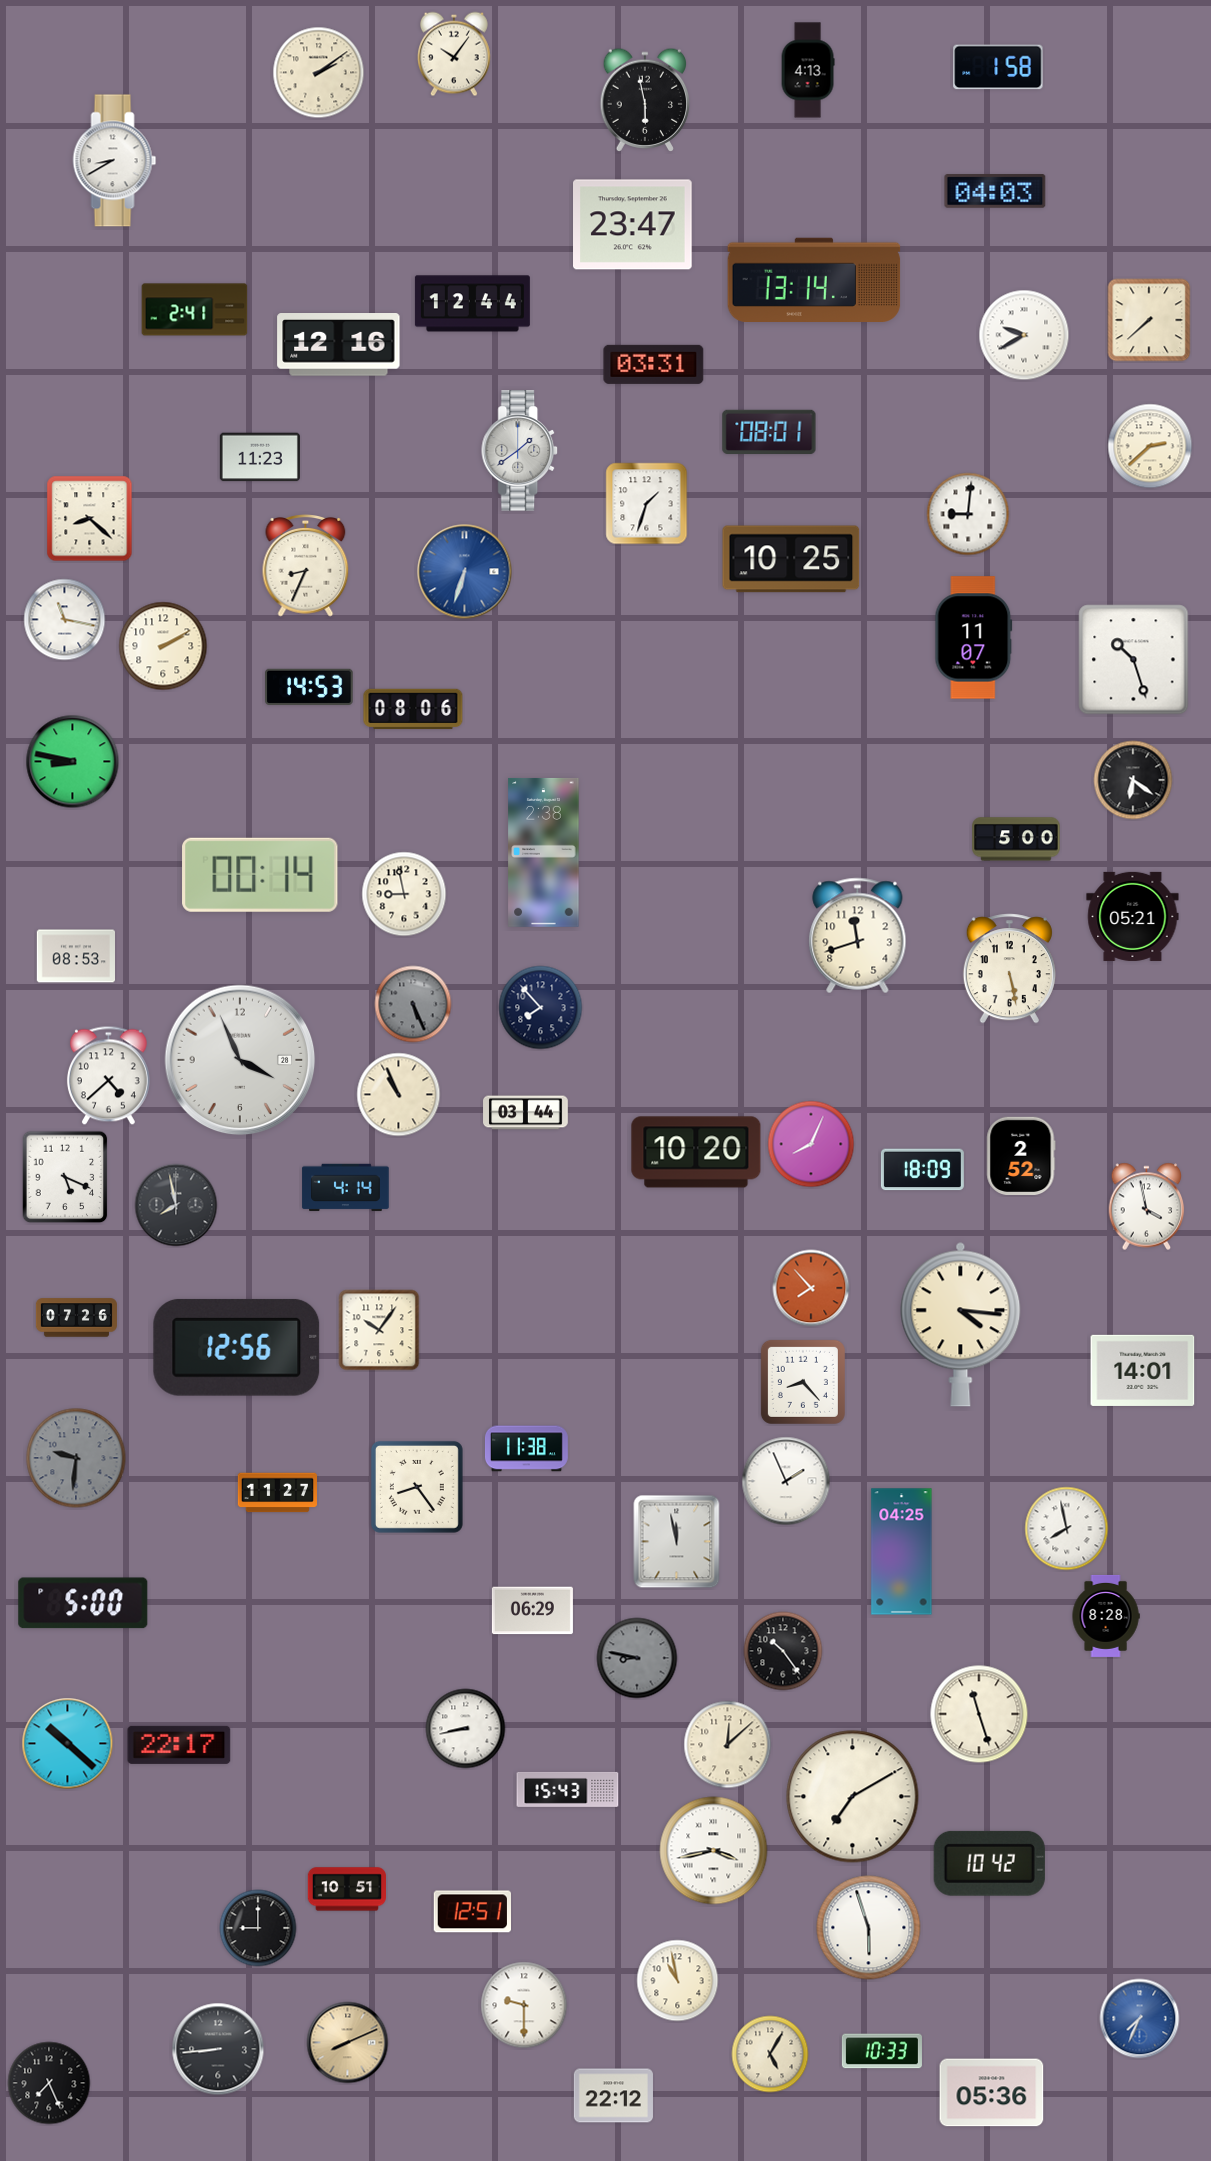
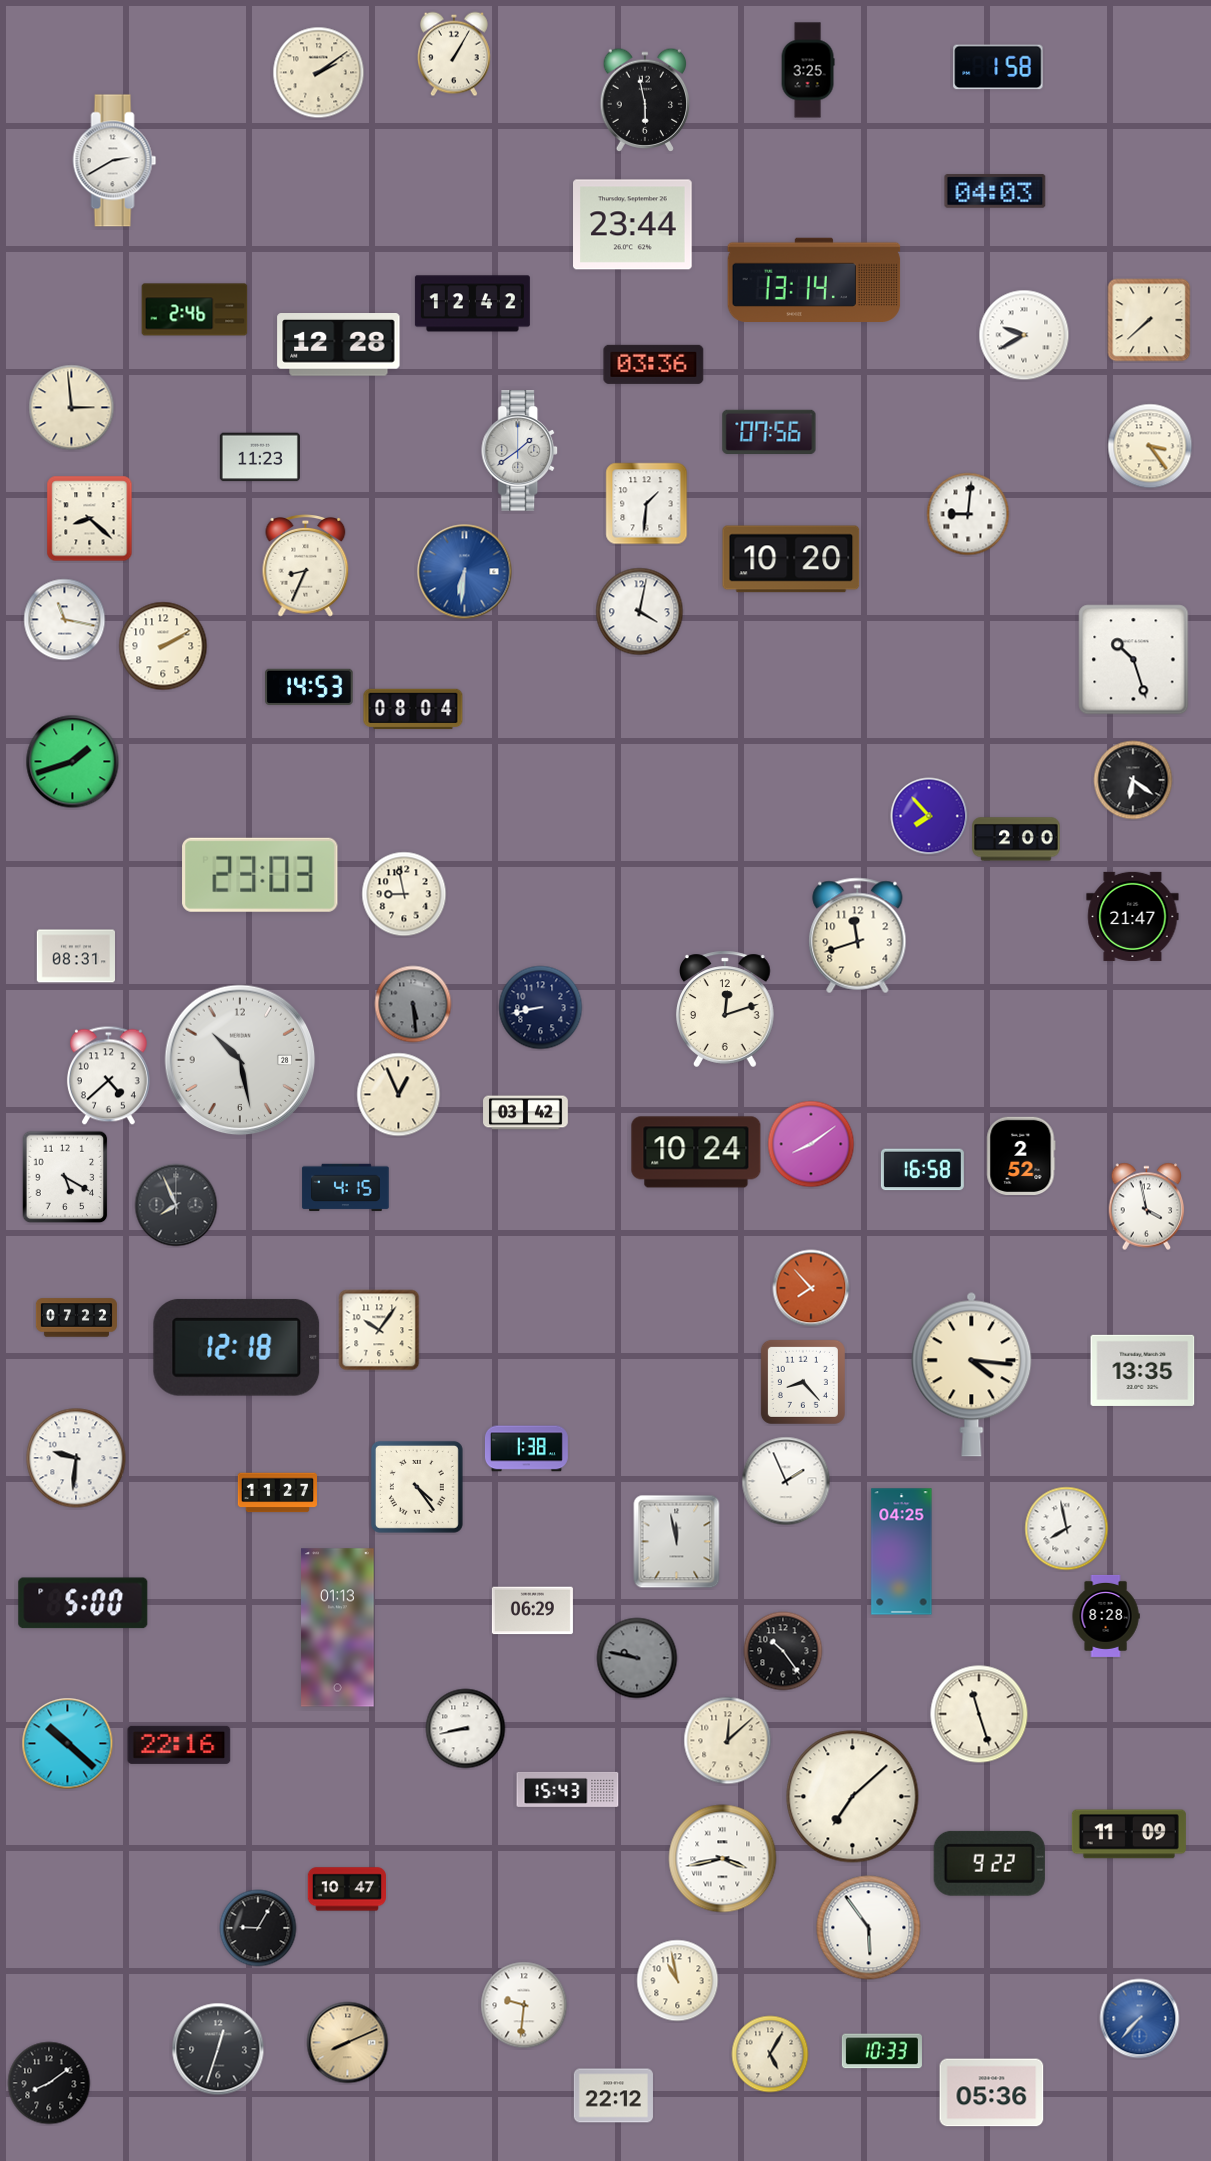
clock at (454, 54): 10:06 -> 1:05
clock at (808, 70): 4:13 -> 3:25
clock at (115, 161): 8:40 -> 2:40
clock at (633, 225): 23:47 -> 23:44
clock at (472, 304): 12:44 -> 12:42
clock at (195, 310): 2:41 -> 2:46
clock at (339, 345): 12:16 -> 12:28
clock at (654, 364): 03:31 -> 03:36
clock at (72, 408): none -> 2:59
clock at (769, 432): 08:01 -> 07:56
clock at (1150, 446): 2:38 -> 3:24
clock at (647, 504): 1:33 -> 1:31
clock at (791, 559): 10:25 -> 10:20
clock at (465, 572): 6:33 -> 6:31
clock at (640, 612): none -> 4:02
clock at (974, 638): 11:07 -> none
clock at (413, 709): 08:06 -> 08:04
clock at (73, 762): 8:47 -> 1:42
clock at (929, 816): none -> 7:53
clock at (1016, 839): 5:00 -> 2:00
clock at (544, 852): 2:38 -> none
clock at (261, 875): 00:14 -> 23:03
clock at (1133, 916): 05:21 -> 21:47
clock at (75, 956): 08:53 -> 08:31
clock at (1009, 969): 5:28 -> none
clock at (413, 1004): 5:26 -> 5:29
clock at (541, 1008): 7:53 -> 8:43
clock at (726, 1009): none -> 12:12
clock at (240, 1060): 3:56 -> 10:28
clock at (399, 1095): 10:56 -> 12:56
clock at (526, 1113): 03:44 -> 03:42
clock at (811, 1144): 8:04 -> 8:09
clock at (696, 1152): 10:20 -> 10:24
clock at (922, 1170): 18:09 -> 16:58
clock at (65, 1177): 5:19 -> 5:20
clock at (346, 1188): 4:14 -> 4:15
clock at (176, 1205): 7:58 -> 7:56
clock at (76, 1318): 07:26 -> 07:22
clock at (961, 1324) position: (961, 1324) -> (972, 1374)
clock at (237, 1347): 12:56 -> 12:18
clock at (1143, 1370): 14:01 -> 13:35
clock at (526, 1449): 11:38 -> 1:38
clock at (76, 1458) dial: grey -> white
clock at (417, 1487): 8:24 -> 4:24
clock at (338, 1628): none -> 01:13
clock at (637, 1658): 8:47 -> 9:47
clock at (179, 1745): 22:17 -> 22:16
clock at (728, 1745) position: (728, 1745) -> (728, 1741)
clock at (853, 1797): 7:10 -> 7:08
clock at (1129, 1834): none -> 11:09
clock at (714, 1851) position: (714, 1851) -> (723, 1859)
clock at (989, 1863): 10:42 -> 9:22
clock at (346, 1889): 10:51 -> 10:47
clock at (472, 1912): 12:51 -> none
clock at (258, 1928): 9:00 -> 9:05
clock at (869, 1928): 5:57 -> 5:54
clock at (524, 2005): 9:30 -> 9:31
clock at (1140, 2019): 7:34 -> 7:37
clock at (218, 2049): 8:44 -> 12:33
clock at (49, 2083): 7:26 -> 8:09
